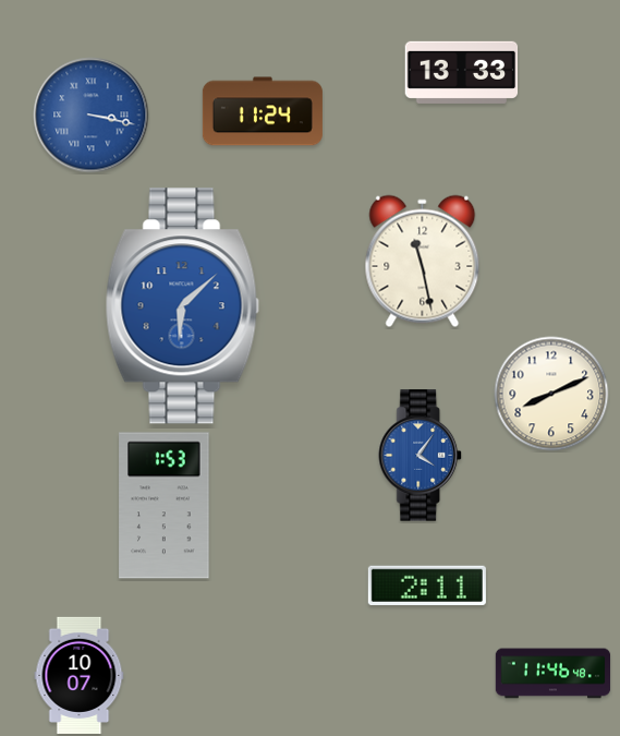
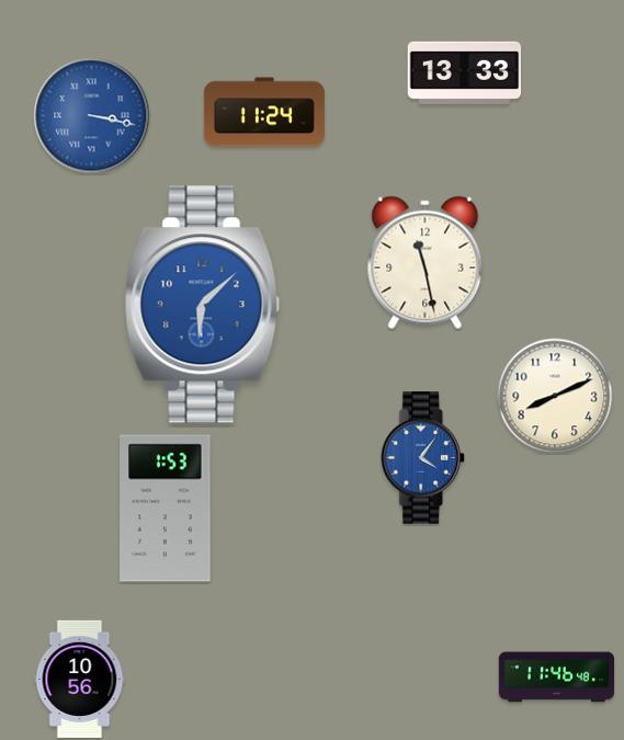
clock at (182, 306) position: (182, 306) -> (202, 305)
clock at (427, 586): 2:11 -> none
clock at (80, 675): 10:07 -> 10:56
